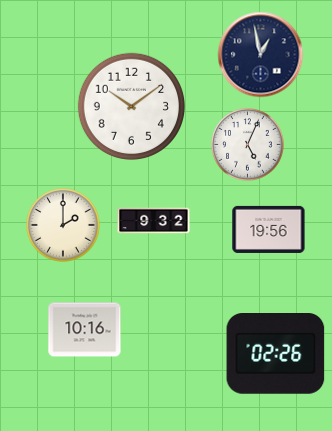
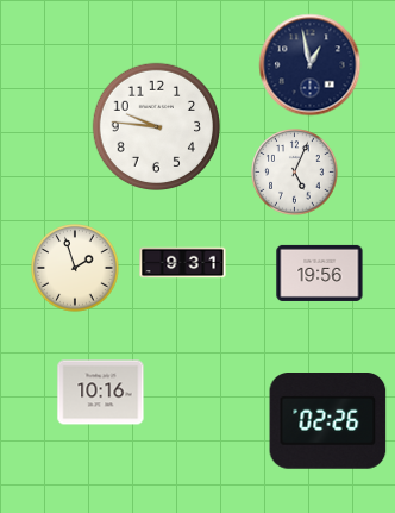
clock at (131, 106): 10:09 -> 9:46
clock at (154, 221): 9:32 -> 9:31
clock at (63, 225): 2:00 -> 1:57
